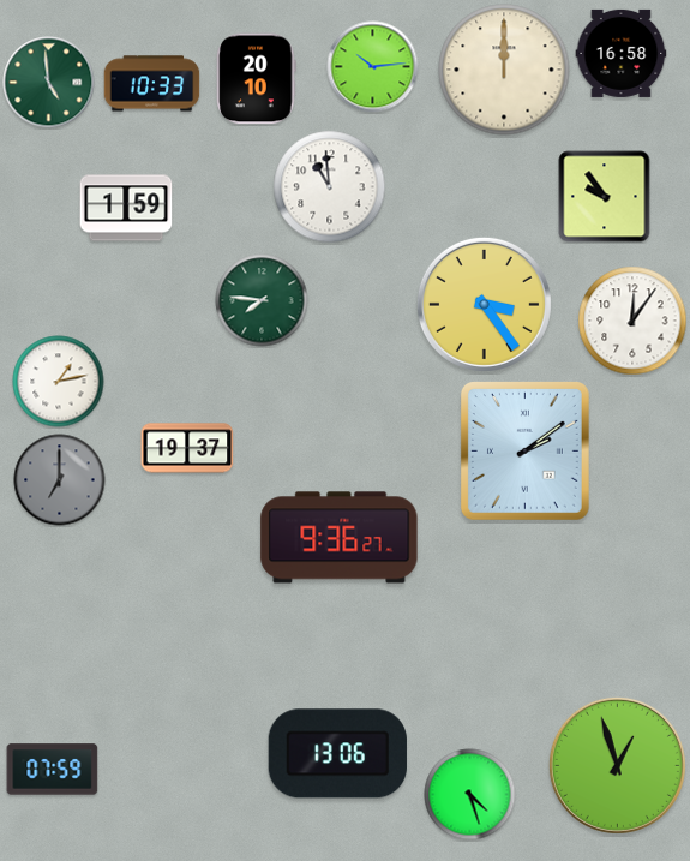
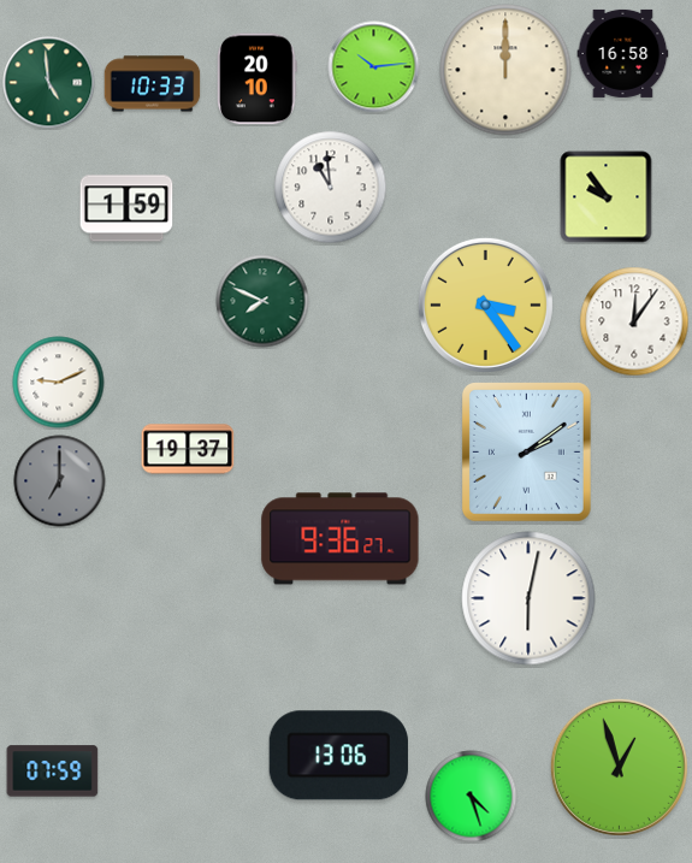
clock at (262, 300): 7:46 -> 7:49
clock at (59, 382): 1:13 -> 9:11
clock at (528, 598): none -> 6:02
